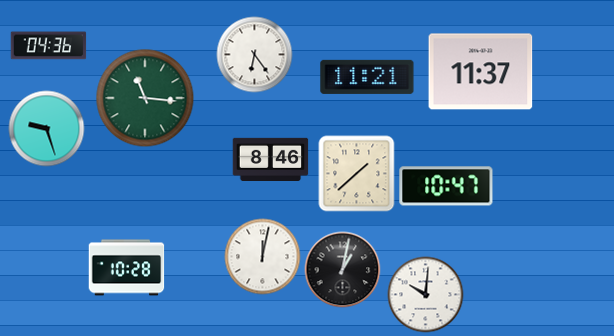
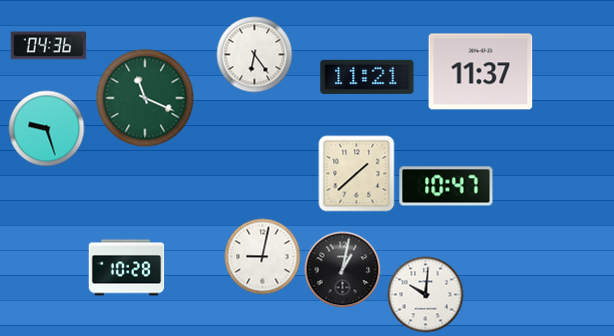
clock at (145, 98): 11:16 -> 11:19
clock at (271, 159): 8:46 -> none
clock at (263, 257): 12:02 -> 9:02
